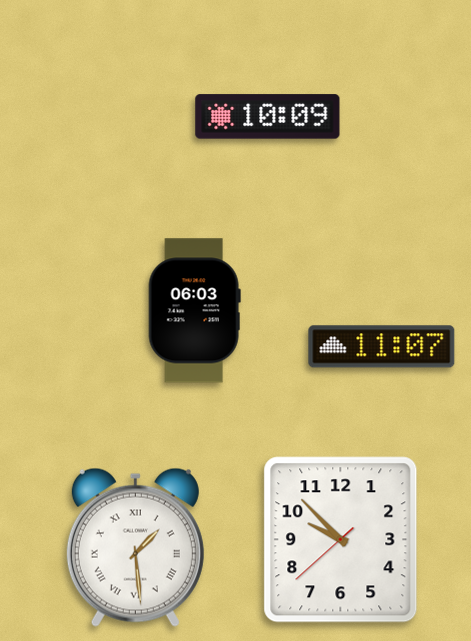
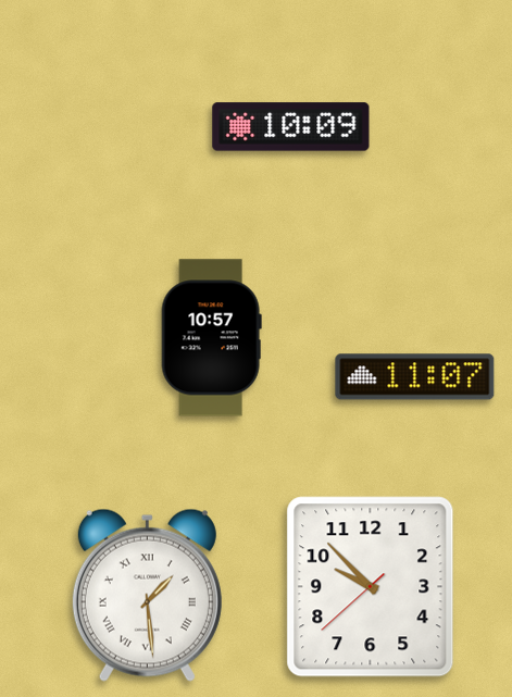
clock at (194, 311): 06:03 -> 10:57
